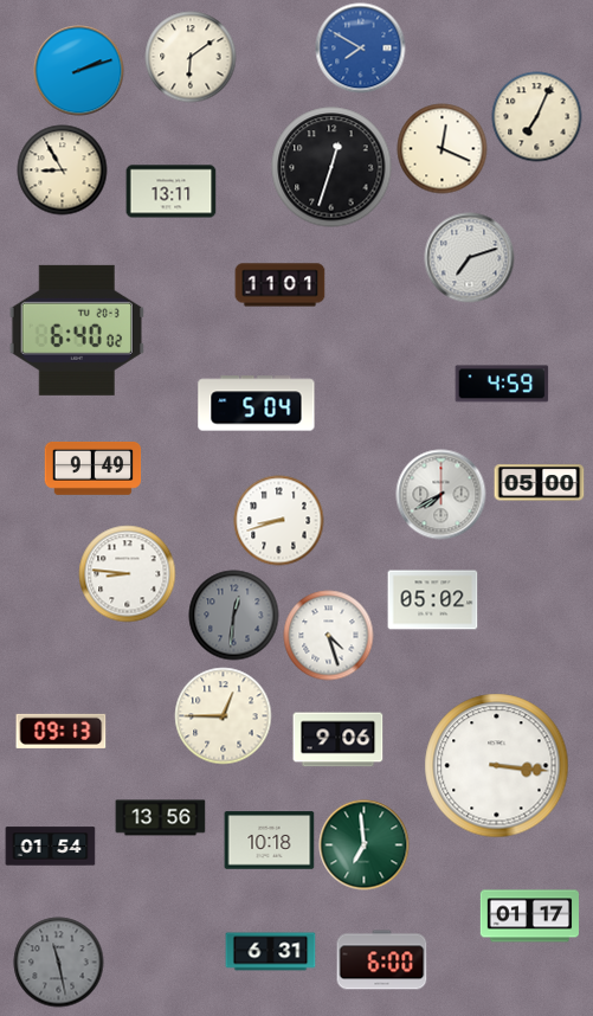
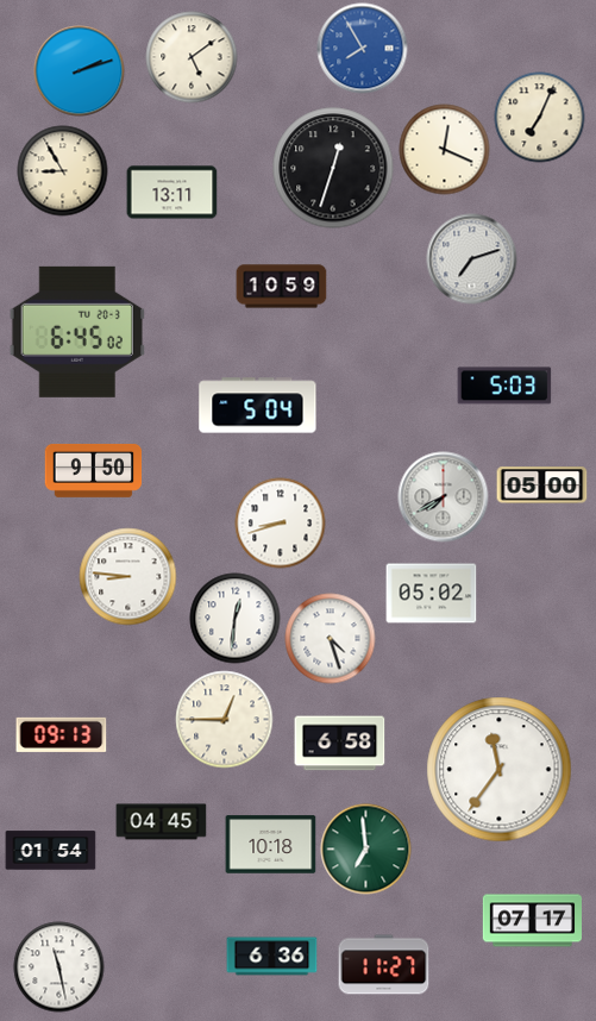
clock at (361, 49): 7:50 -> 7:55
clock at (191, 57): 6:09 -> 5:09
clock at (281, 285): 11:01 -> 10:59
clock at (76, 330): 6:40 -> 6:45
clock at (502, 384): 4:59 -> 5:03
clock at (94, 468): 9:49 -> 9:50
clock at (433, 600) position: (433, 600) -> (432, 594)
clock at (234, 616) dial: grey -> white
clock at (339, 740): 9:06 -> 6:58
clock at (497, 766): 3:16 -> 11:36
clock at (161, 818): 13:56 -> 04:45
clock at (529, 917): 01:17 -> 07:17
clock at (271, 952): 6:31 -> 6:36
clock at (382, 960): 6:00 -> 11:27
clock at (59, 963) dial: grey -> white
